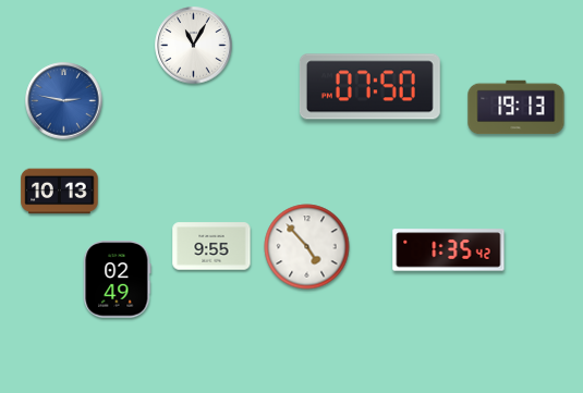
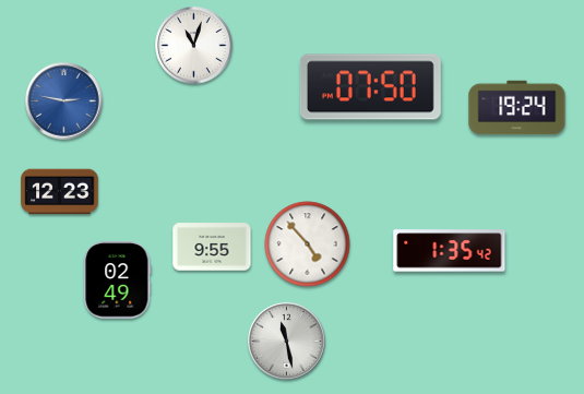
clock at (194, 46): 11:05 -> 11:03
clock at (517, 108): 19:13 -> 19:24
clock at (60, 192): 10:13 -> 12:23
clock at (307, 247) position: (307, 247) -> (308, 244)
clock at (287, 342): none -> 11:28
